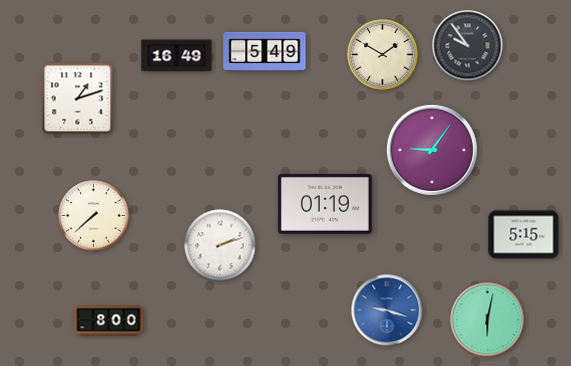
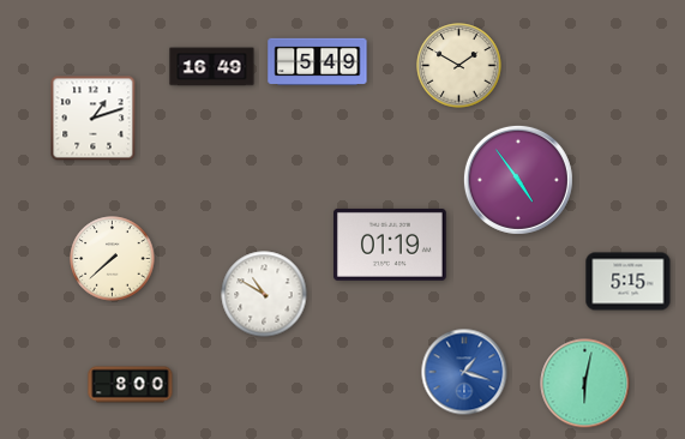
clock at (468, 46): 9:54 -> none
clock at (432, 150): 9:06 -> 4:54
clock at (220, 245): 2:12 -> 10:50
clock at (387, 310): 9:18 -> 1:18
